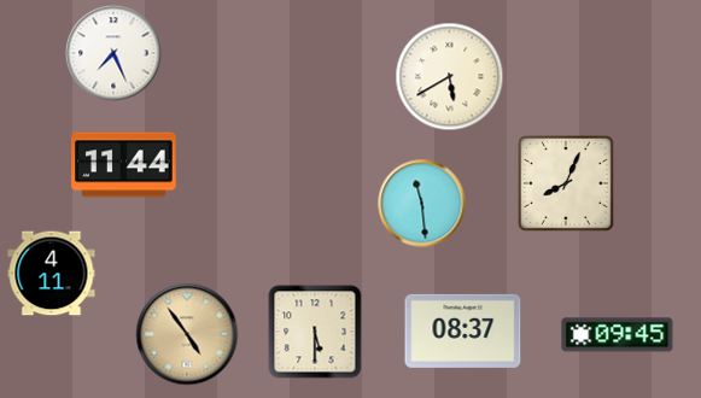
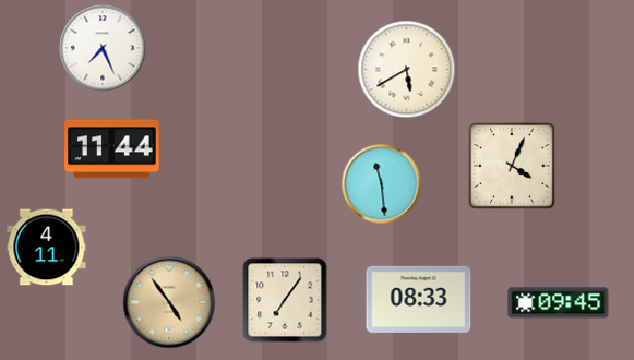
clock at (566, 183): 8:04 -> 4:04
clock at (463, 330): 08:37 -> 08:33
clock at (315, 332): 5:30 -> 7:06
